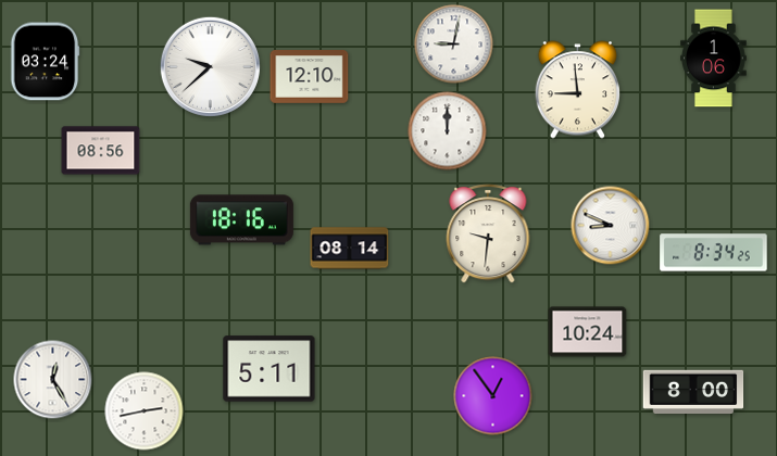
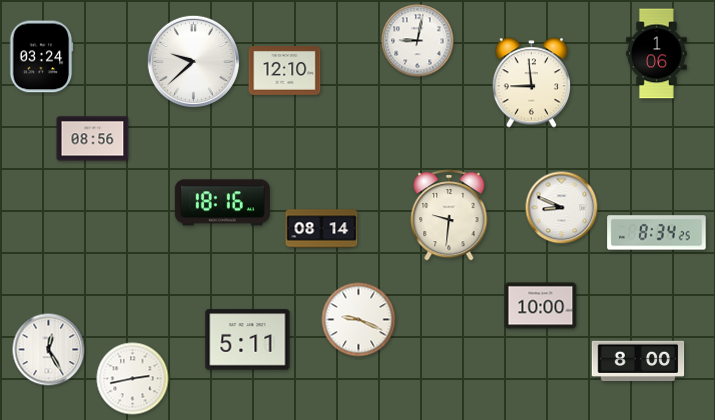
clock at (448, 131): 12:00 -> none
clock at (588, 332): 10:24 -> 10:00
clock at (359, 320): none -> 9:19
clock at (493, 396): 12:54 -> none
